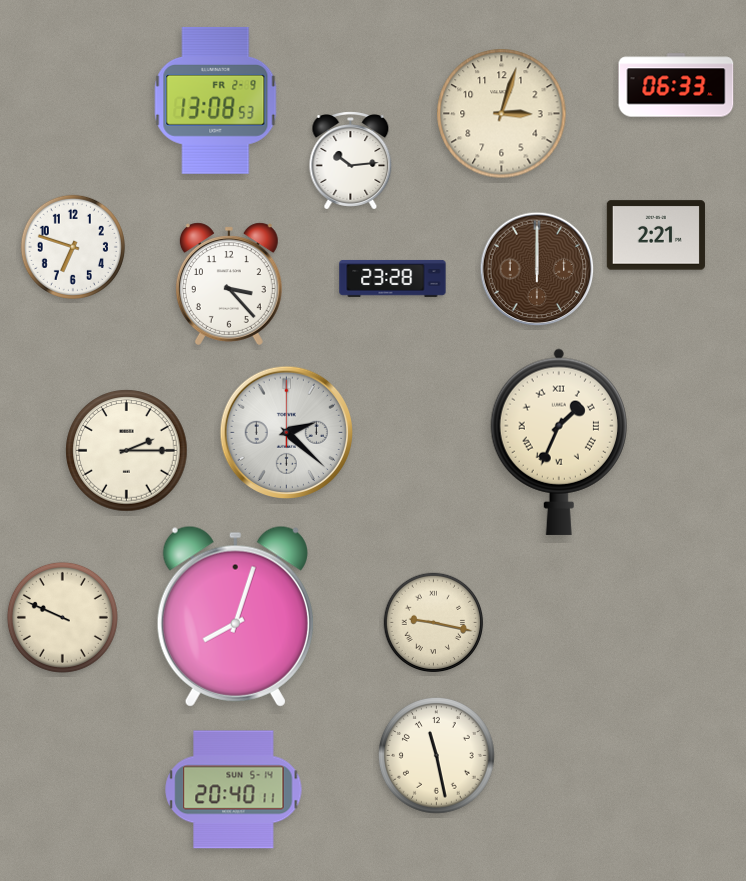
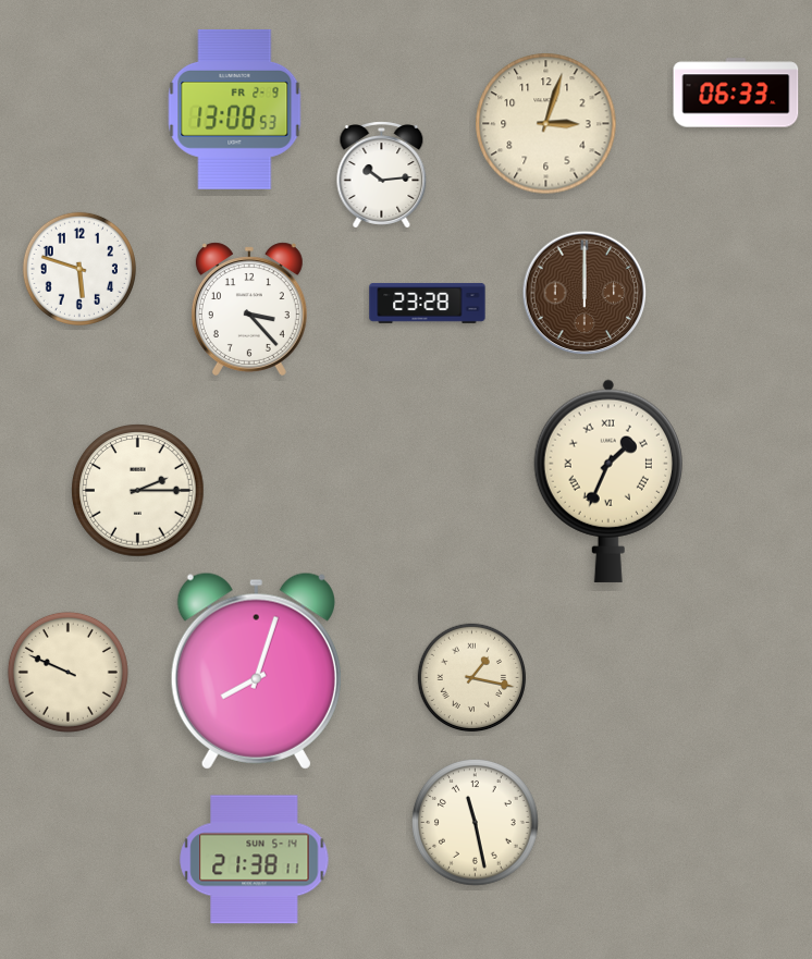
clock at (656, 235): 2:21 -> none
clock at (73, 247): 6:48 -> 5:48
clock at (286, 432): 2:22 -> none
clock at (433, 622): 9:17 -> 1:17
clock at (234, 790): 20:40 -> 21:38
